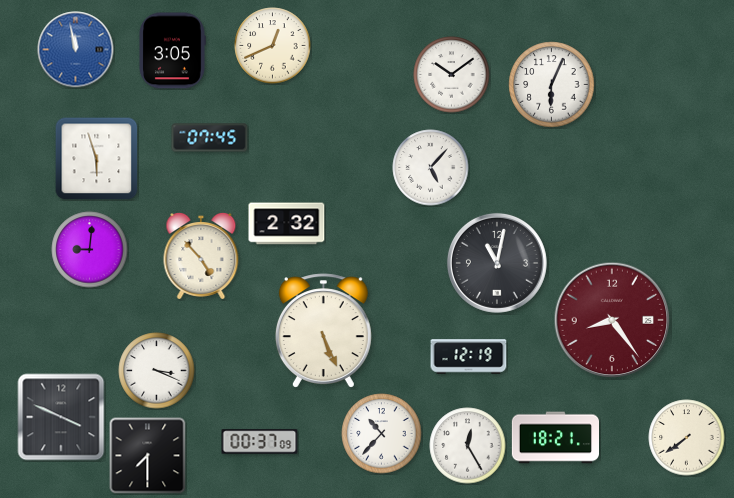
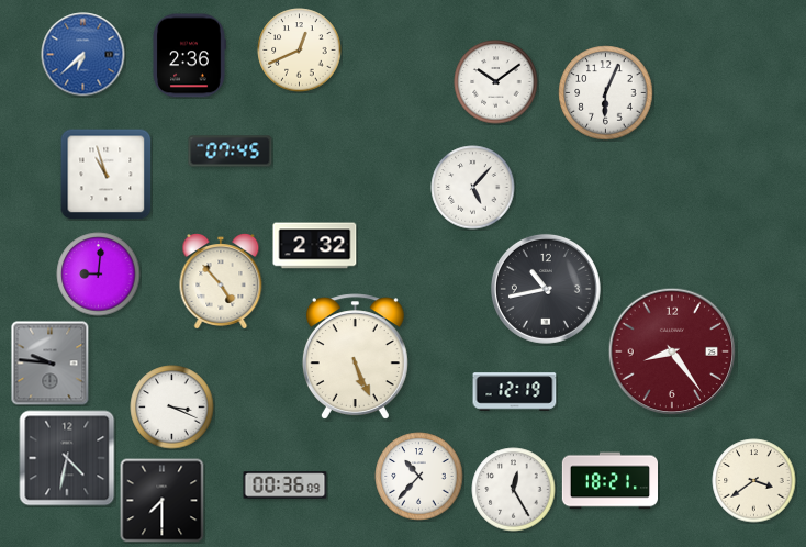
clock at (76, 50): 11:58 -> 6:38
clock at (172, 51): 3:05 -> 2:36
clock at (97, 159): 5:57 -> 10:57
clock at (431, 168) position: (431, 168) -> (473, 188)
clock at (497, 263): 11:02 -> 10:43
clock at (51, 364): none -> 9:46
clock at (323, 331) position: (323, 331) -> (355, 357)
clock at (61, 417): 3:49 -> 4:32
clock at (687, 438): 7:39 -> 3:39
clock at (260, 442): 00:37 -> 00:36
